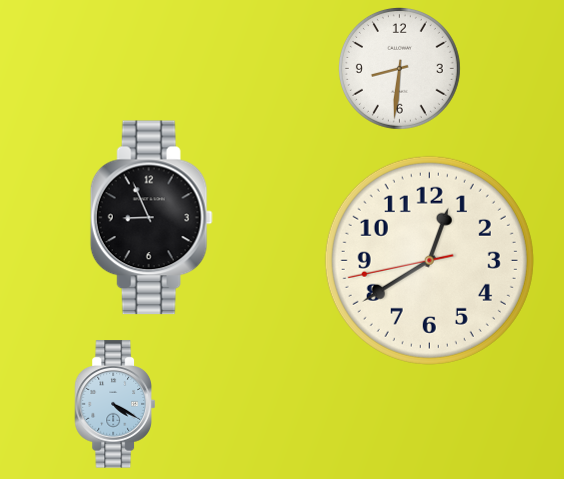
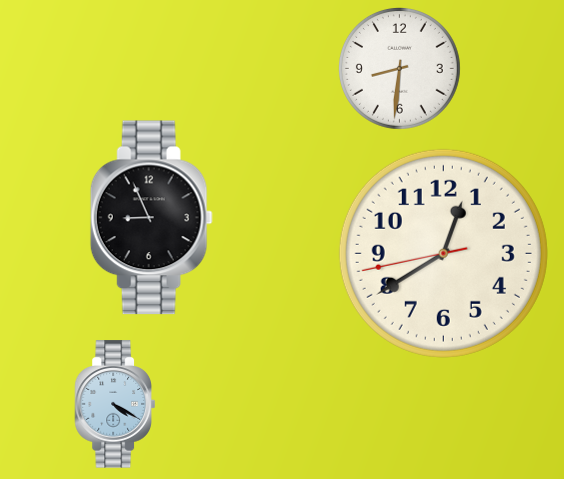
clock at (429, 260) position: (429, 260) -> (443, 253)
